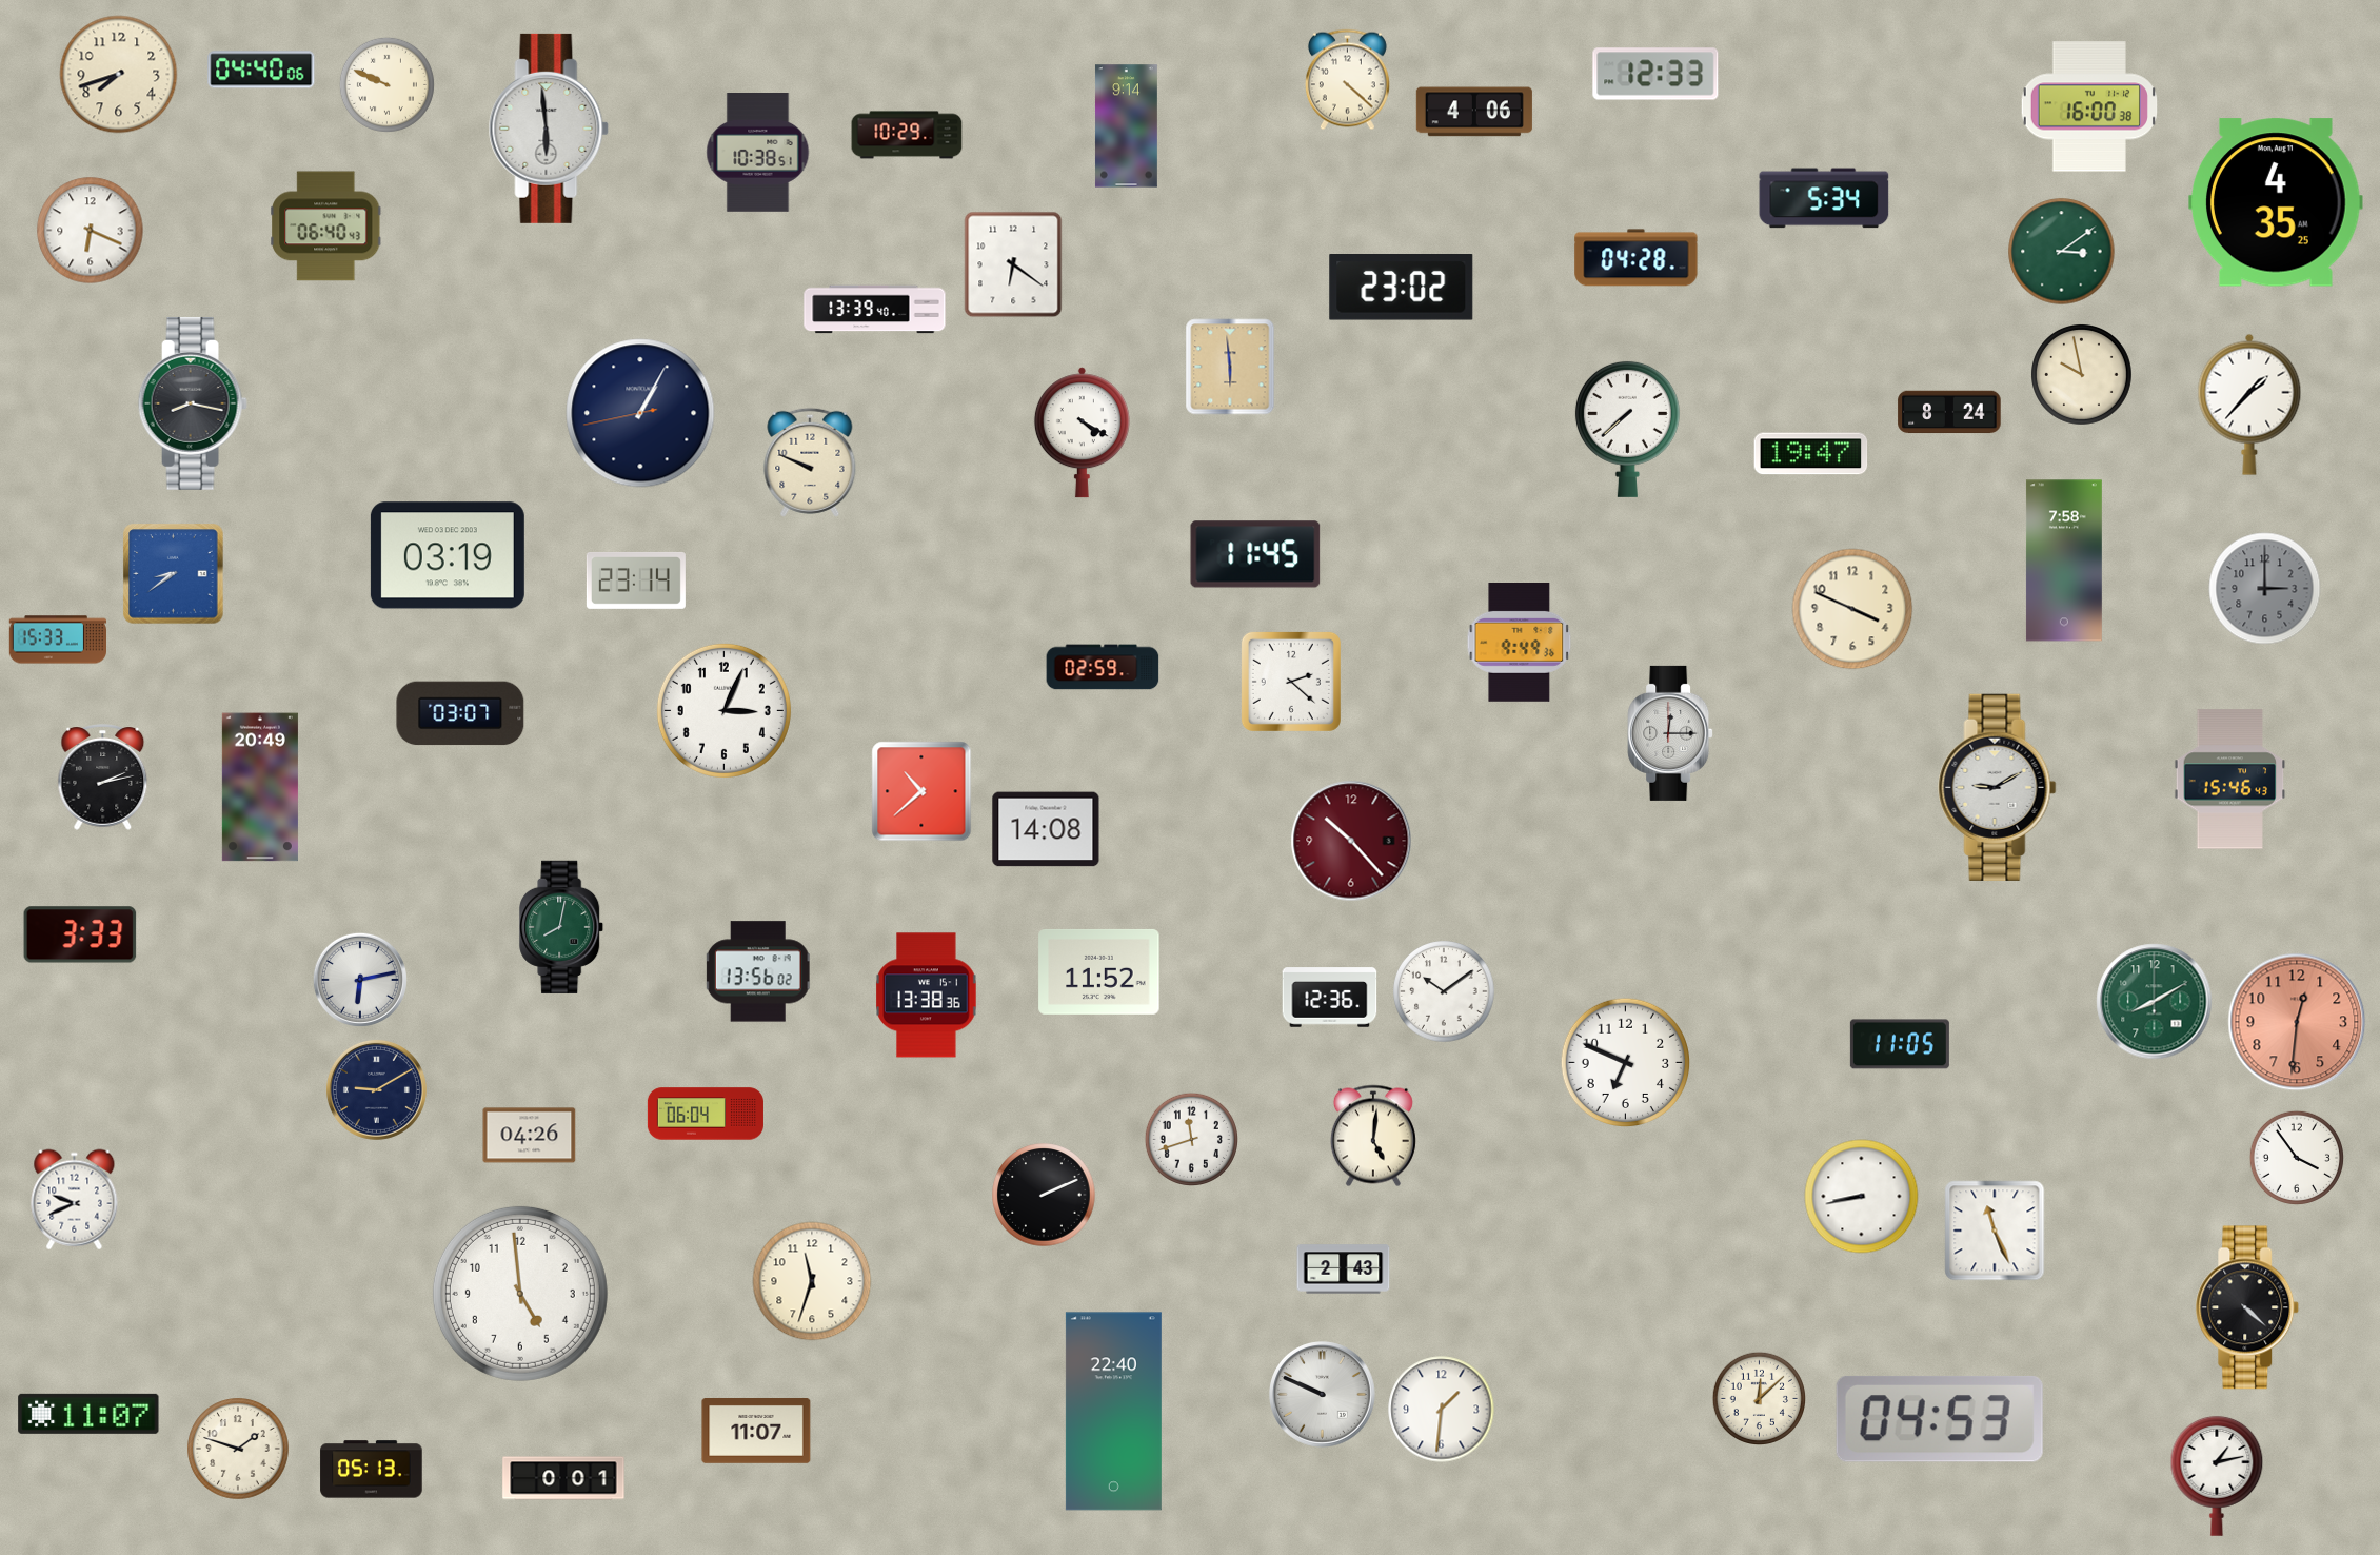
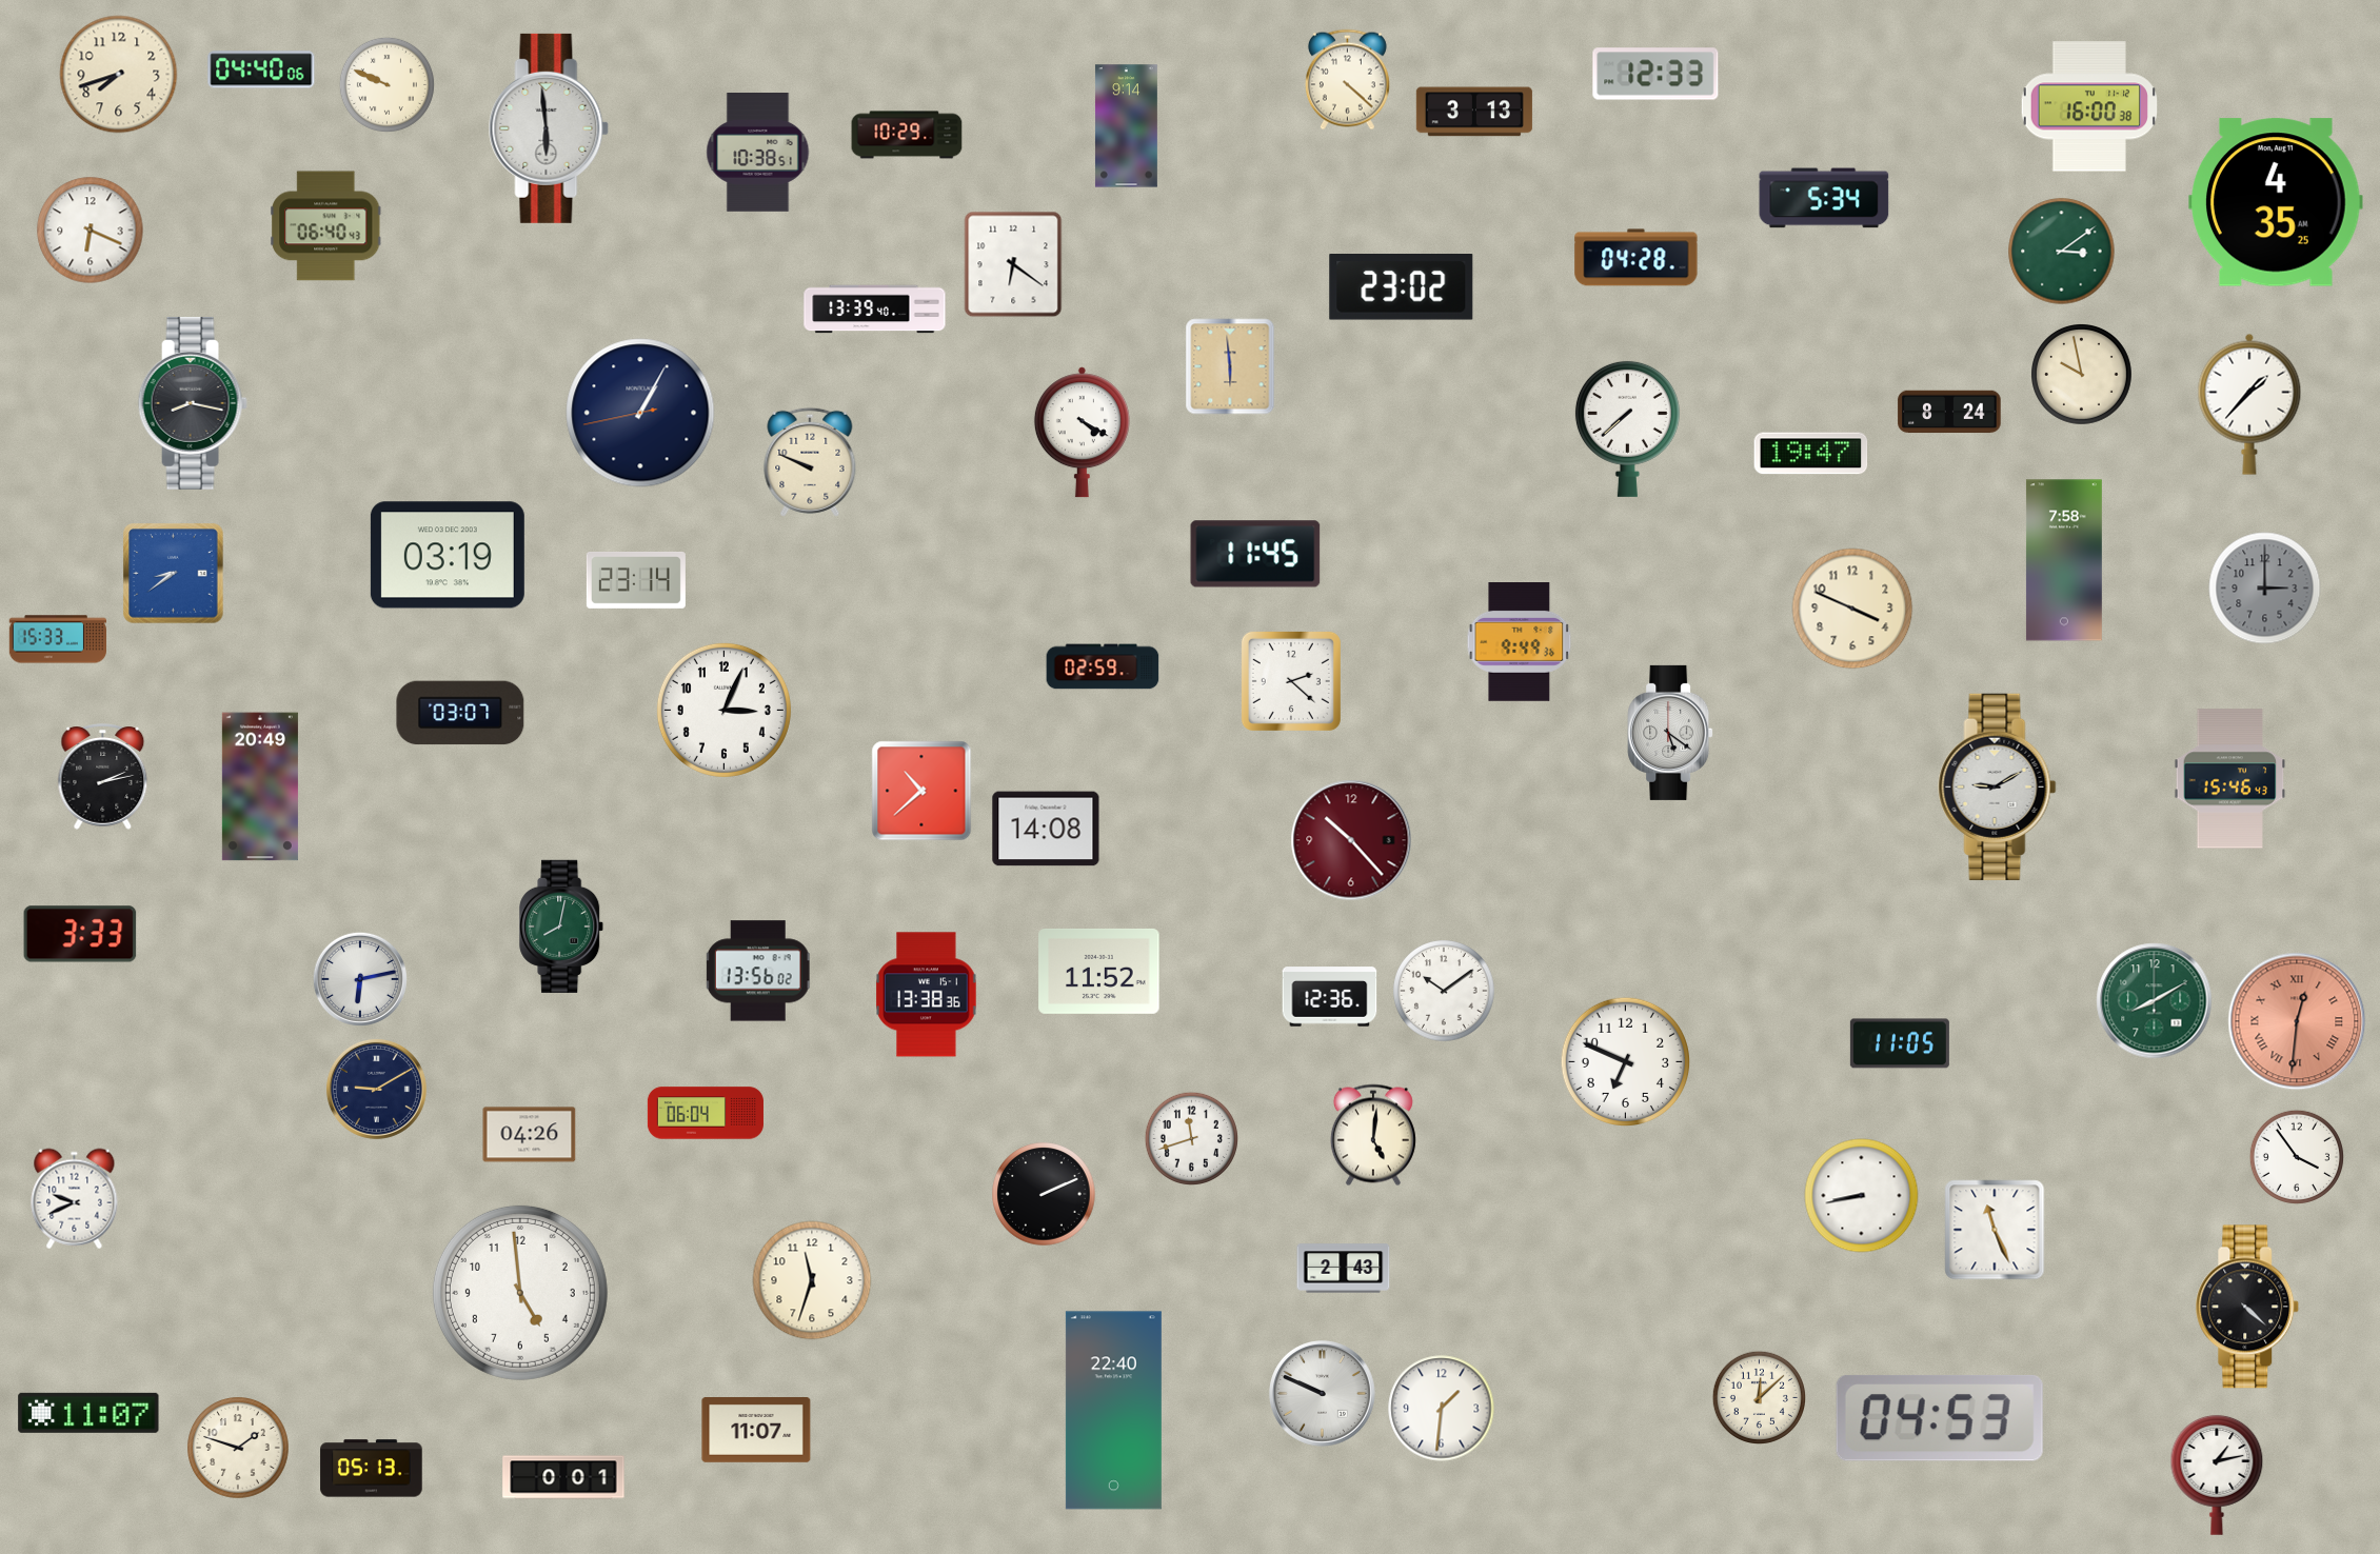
clock at (1474, 112): 4:06 -> 3:13
clock at (1670, 733): 12:15 -> 5:21
clock at (2297, 1022) numerals: Arabic -> Roman
